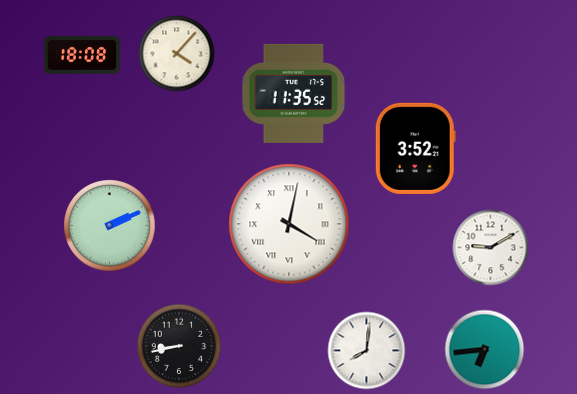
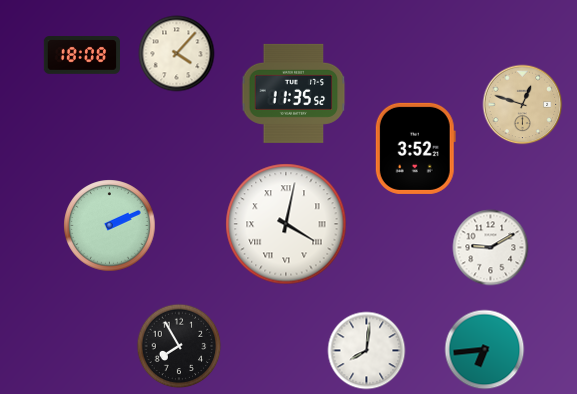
clock at (523, 105): none -> 12:48
clock at (289, 224) position: (289, 224) -> (286, 224)
clock at (179, 346): 8:43 -> 7:55
